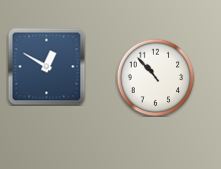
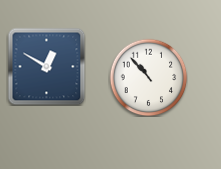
clock at (155, 77) position: (155, 77) -> (148, 77)
